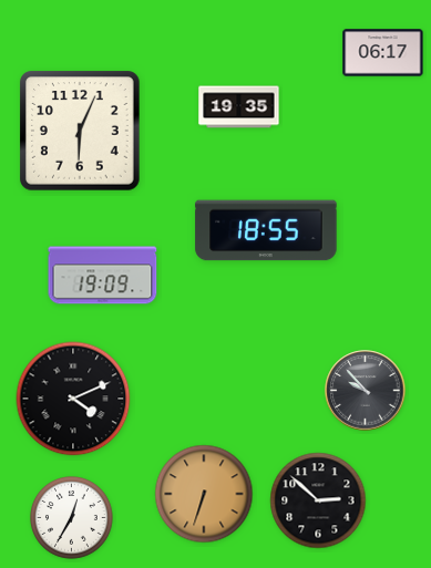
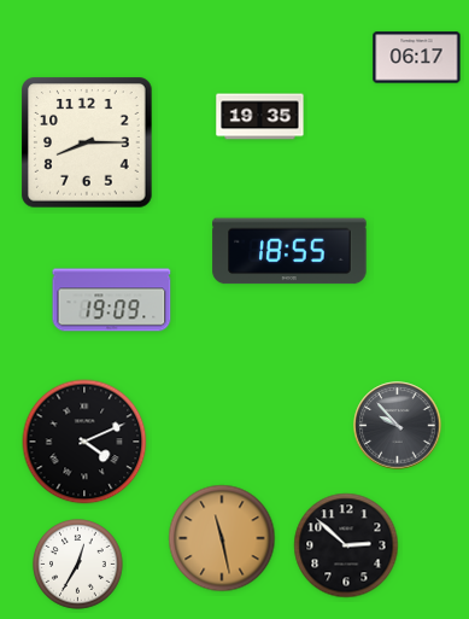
clock at (80, 131): 6:04 -> 8:15
clock at (73, 399) position: (73, 399) -> (84, 442)
clock at (204, 494): 6:33 -> 11:28
